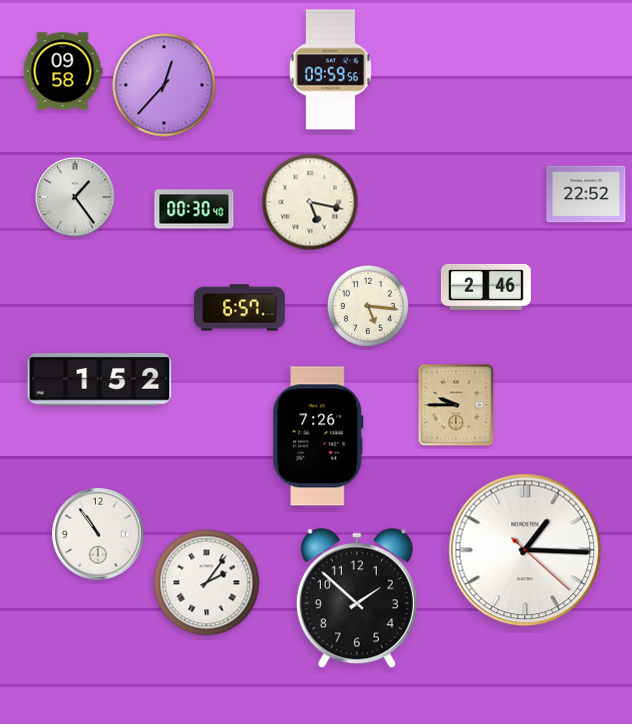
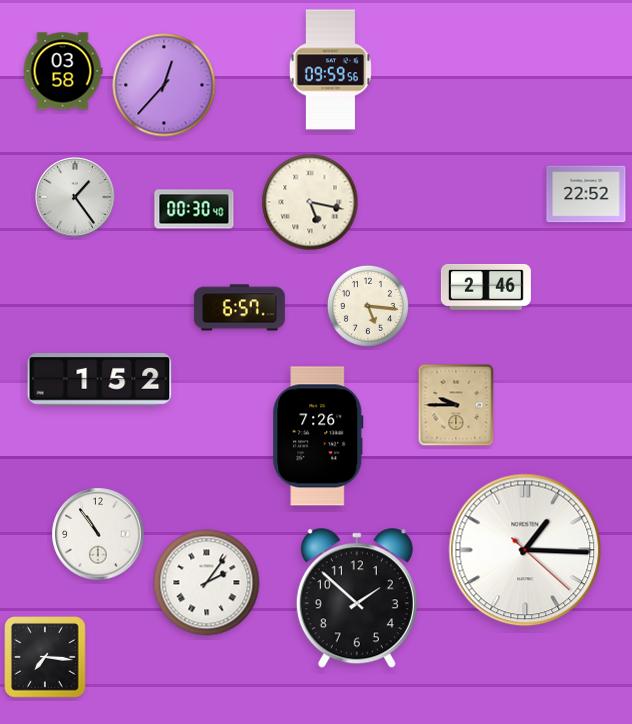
clock at (63, 71): 09:58 -> 03:58
clock at (45, 657): none -> 7:16
